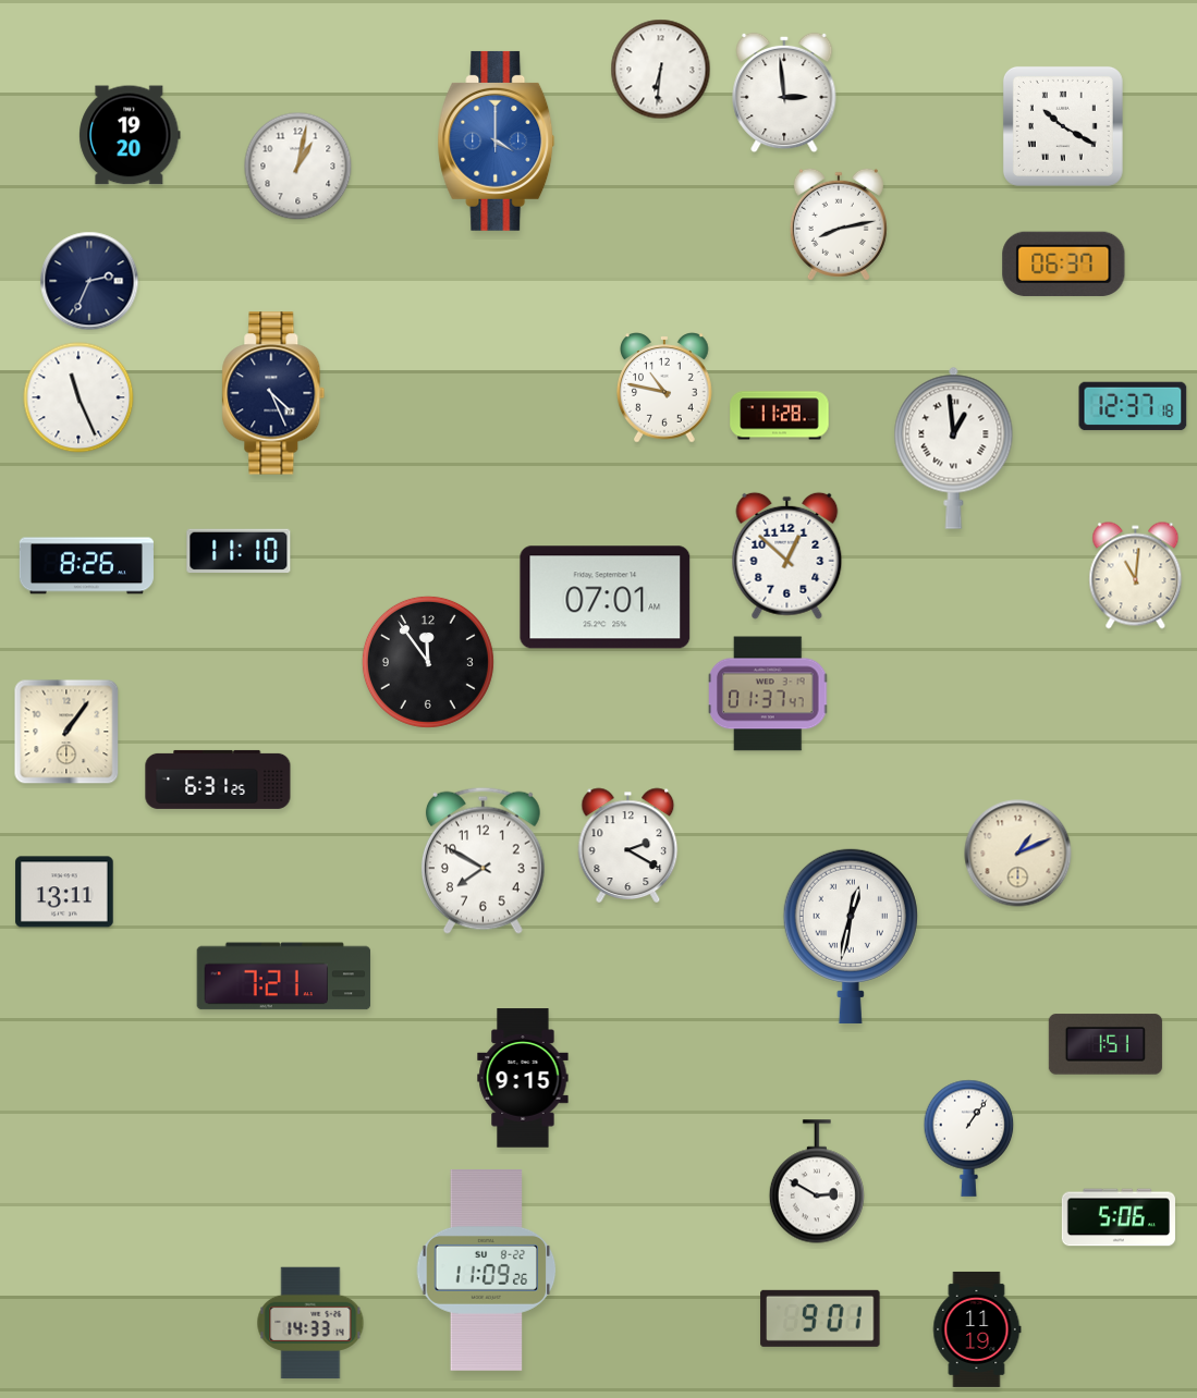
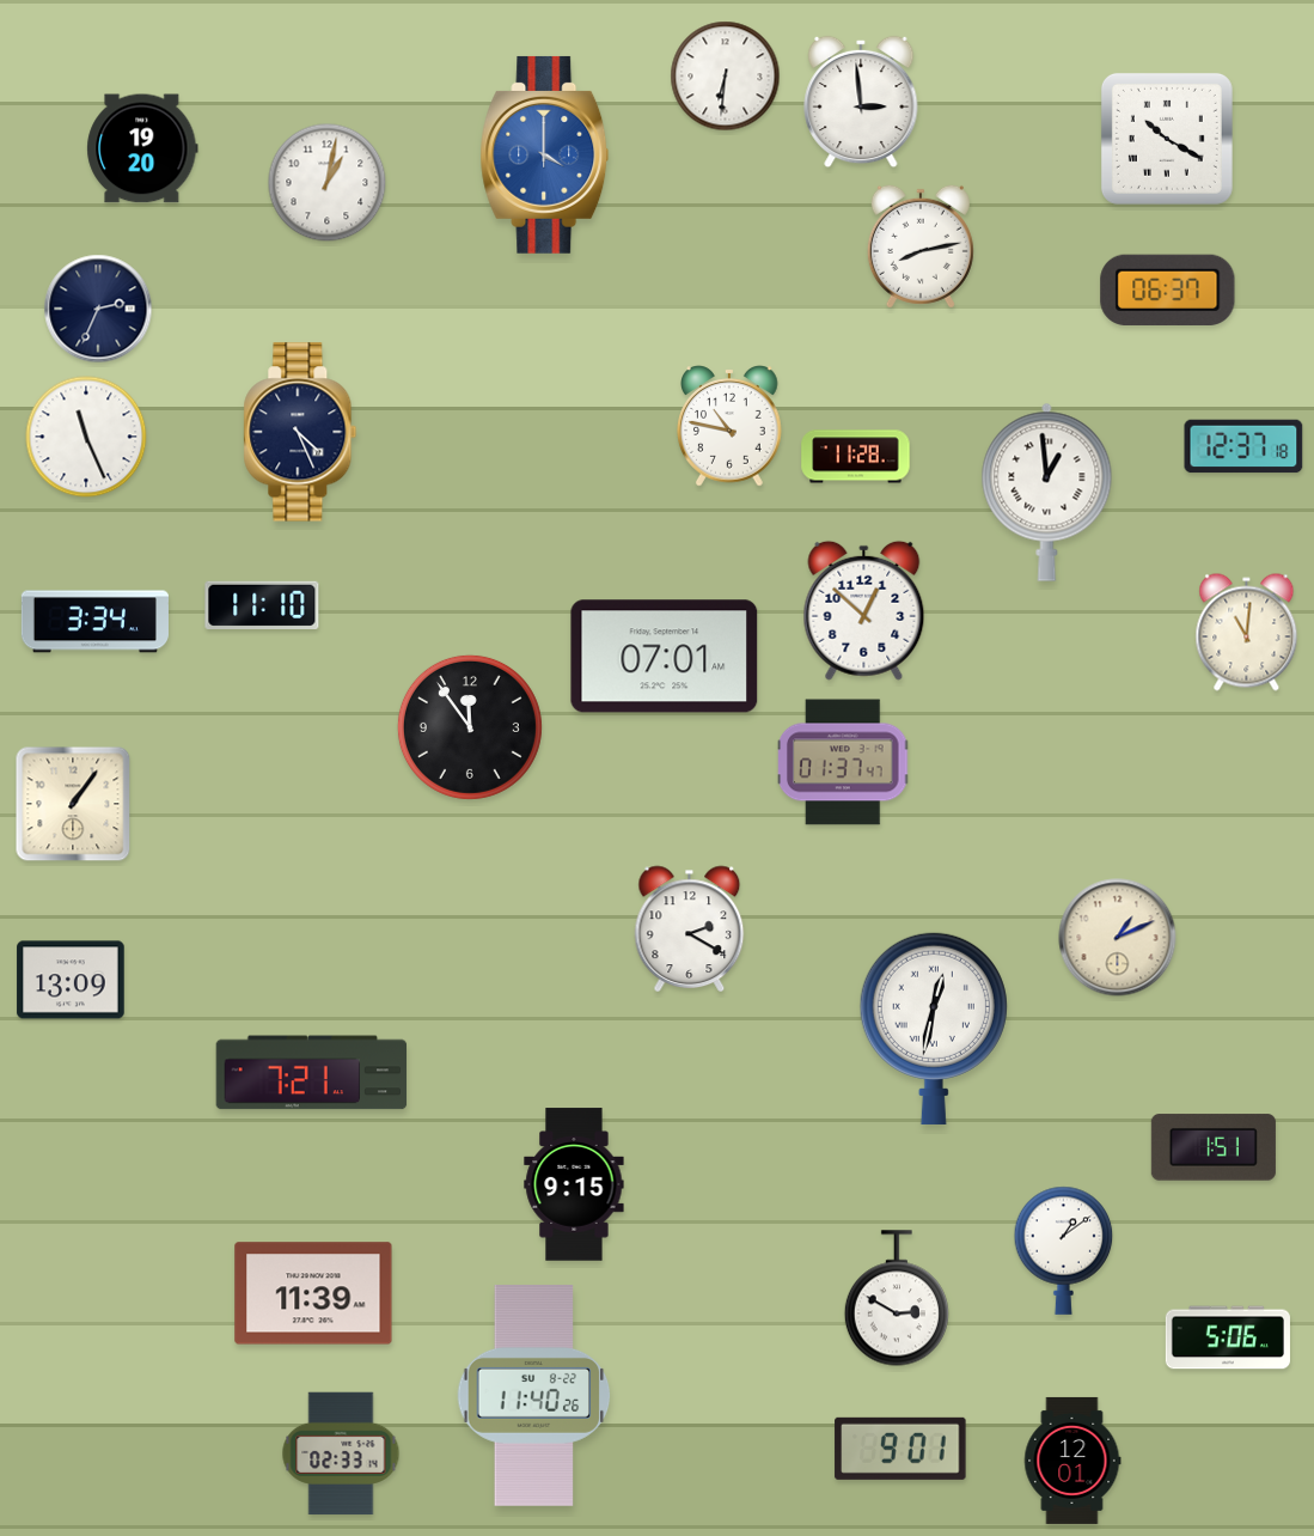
clock at (86, 566): 8:26 -> 3:34
clock at (218, 780): 6:31 -> none
clock at (483, 860): 7:50 -> none
clock at (64, 892): 13:11 -> 13:09
clock at (969, 1138): 1:06 -> 1:09
clock at (313, 1293): none -> 11:39
clock at (487, 1271): 11:09 -> 11:40
clock at (310, 1323): 14:33 -> 02:33
clock at (977, 1329): 11:19 -> 12:01
